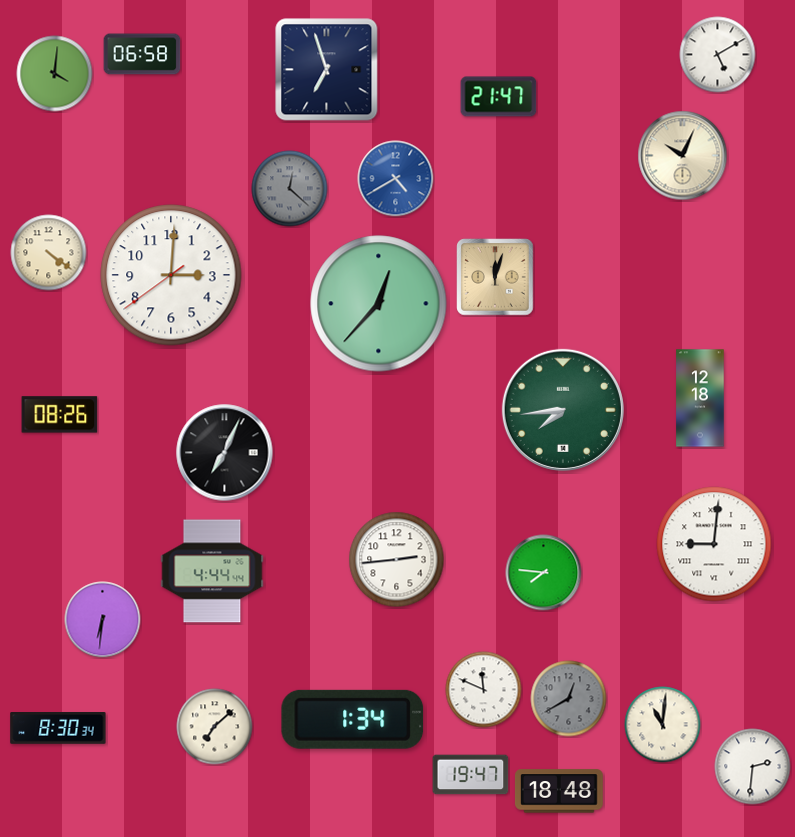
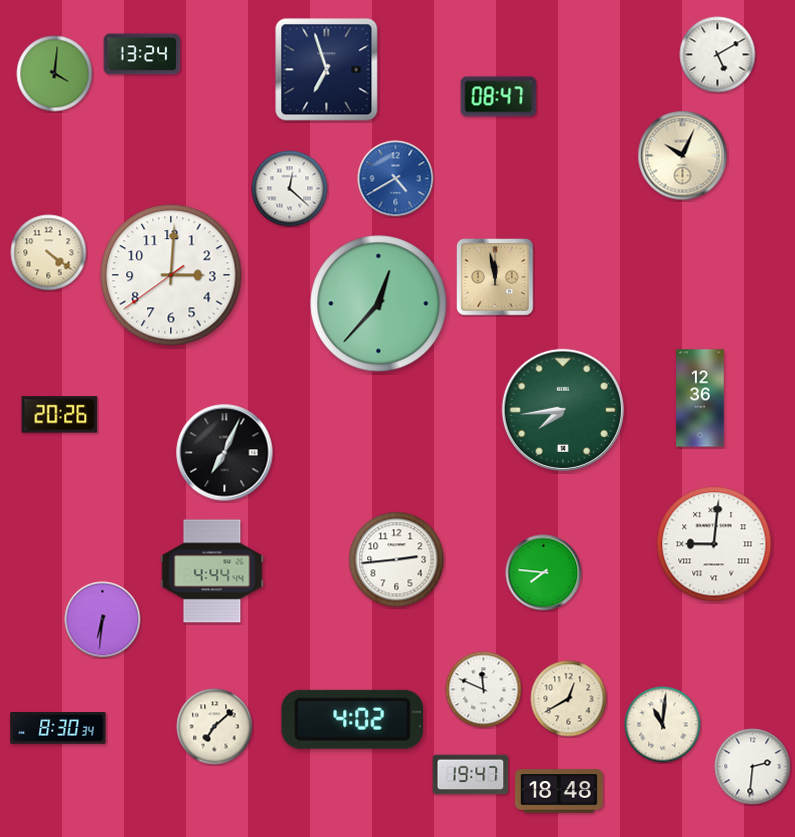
clock at (142, 54): 06:58 -> 13:24
clock at (499, 97): 21:47 -> 08:47
clock at (290, 189) dial: grey -> white
clock at (495, 277): 12:03 -> 11:58
clock at (700, 398): 12:18 -> 12:36
clock at (60, 415): 08:26 -> 20:26
clock at (569, 699) dial: grey -> cream
clock at (353, 719): 1:34 -> 4:02
